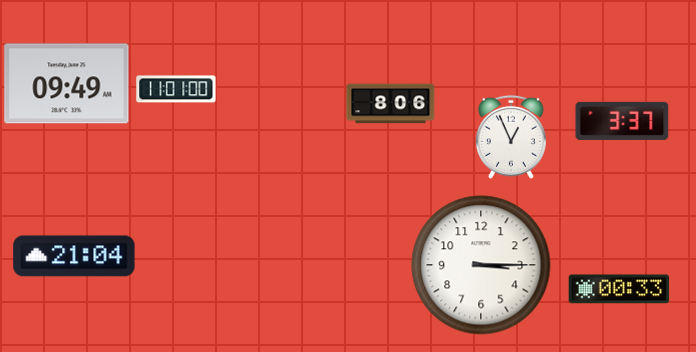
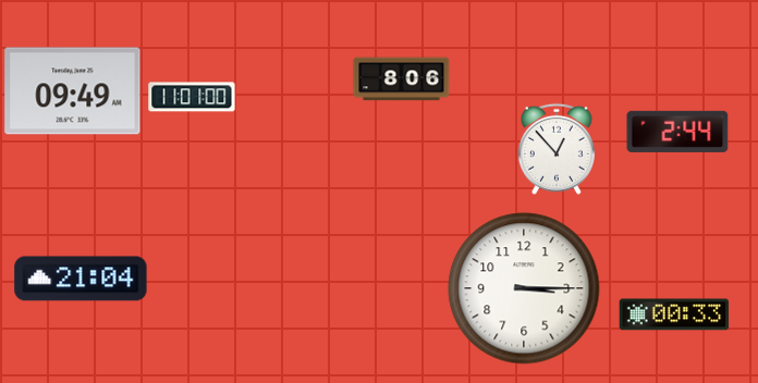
clock at (391, 104) position: (391, 104) -> (402, 79)
clock at (622, 121): 3:37 -> 2:44
clock at (511, 137): 12:56 -> 12:53
